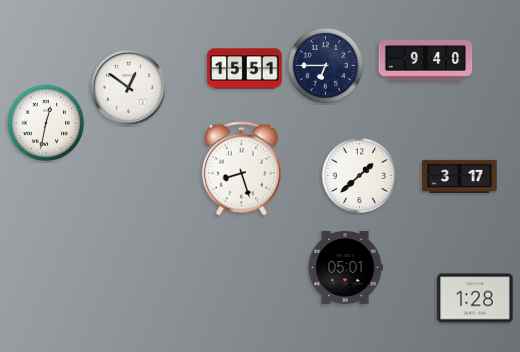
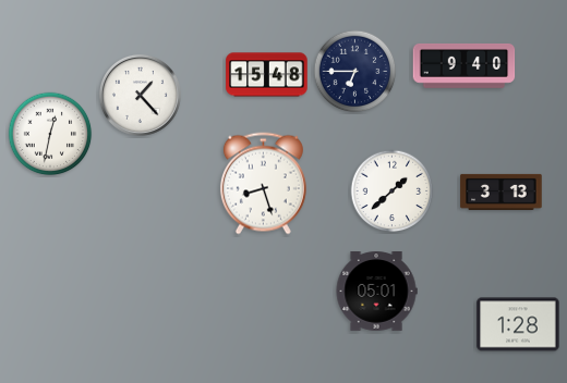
clock at (245, 69): 15:51 -> 15:48
clock at (128, 87): 12:51 -> 1:23
clock at (460, 176): 3:17 -> 3:13
